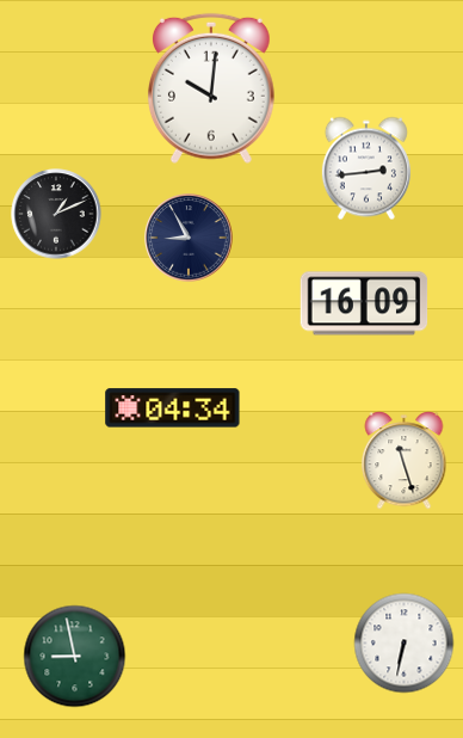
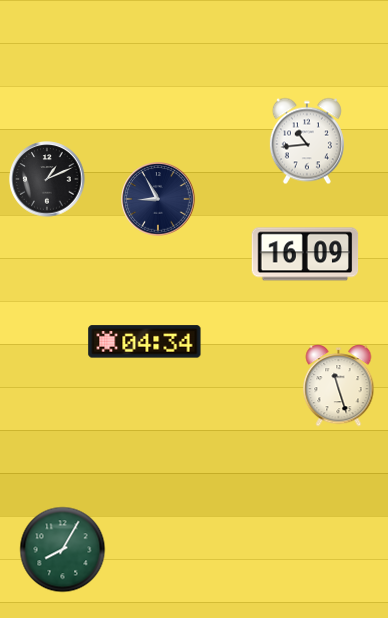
clock at (211, 88): 10:01 -> none
clock at (366, 168): 2:44 -> 10:44
clock at (405, 644): 6:32 -> none
clock at (75, 657): 8:58 -> 8:05
